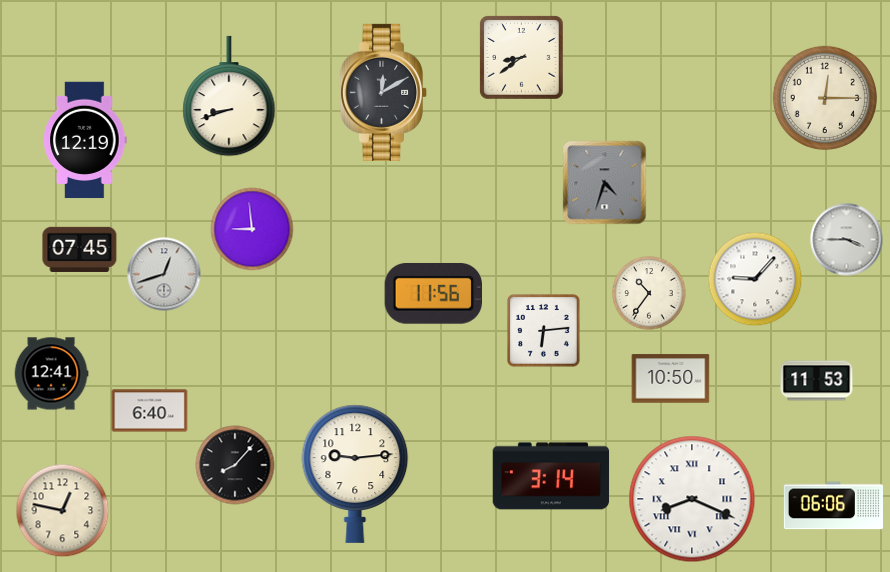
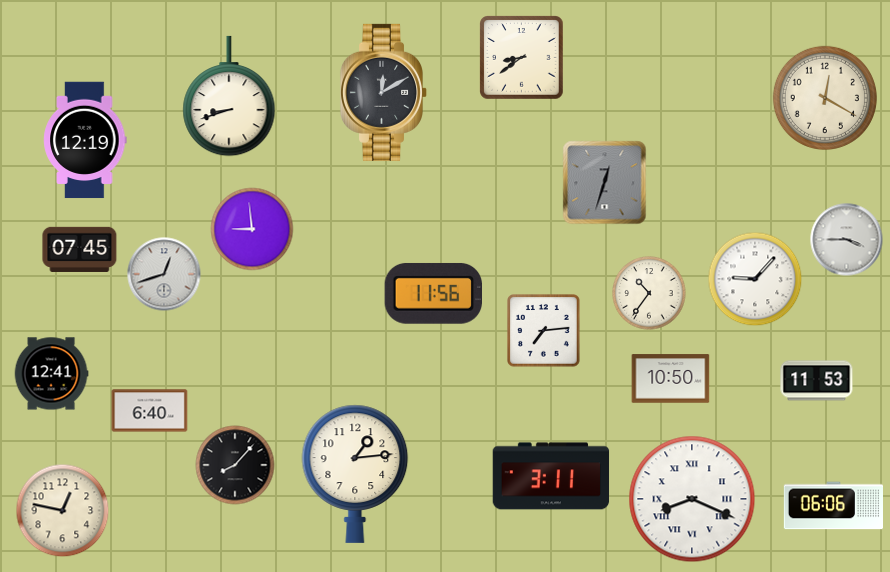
clock at (825, 98): 12:15 -> 12:20
clock at (605, 183): 4:33 -> 12:33
clock at (544, 331): 6:14 -> 7:14
clock at (355, 474): 9:14 -> 1:14
clock at (551, 476): 3:14 -> 3:11
